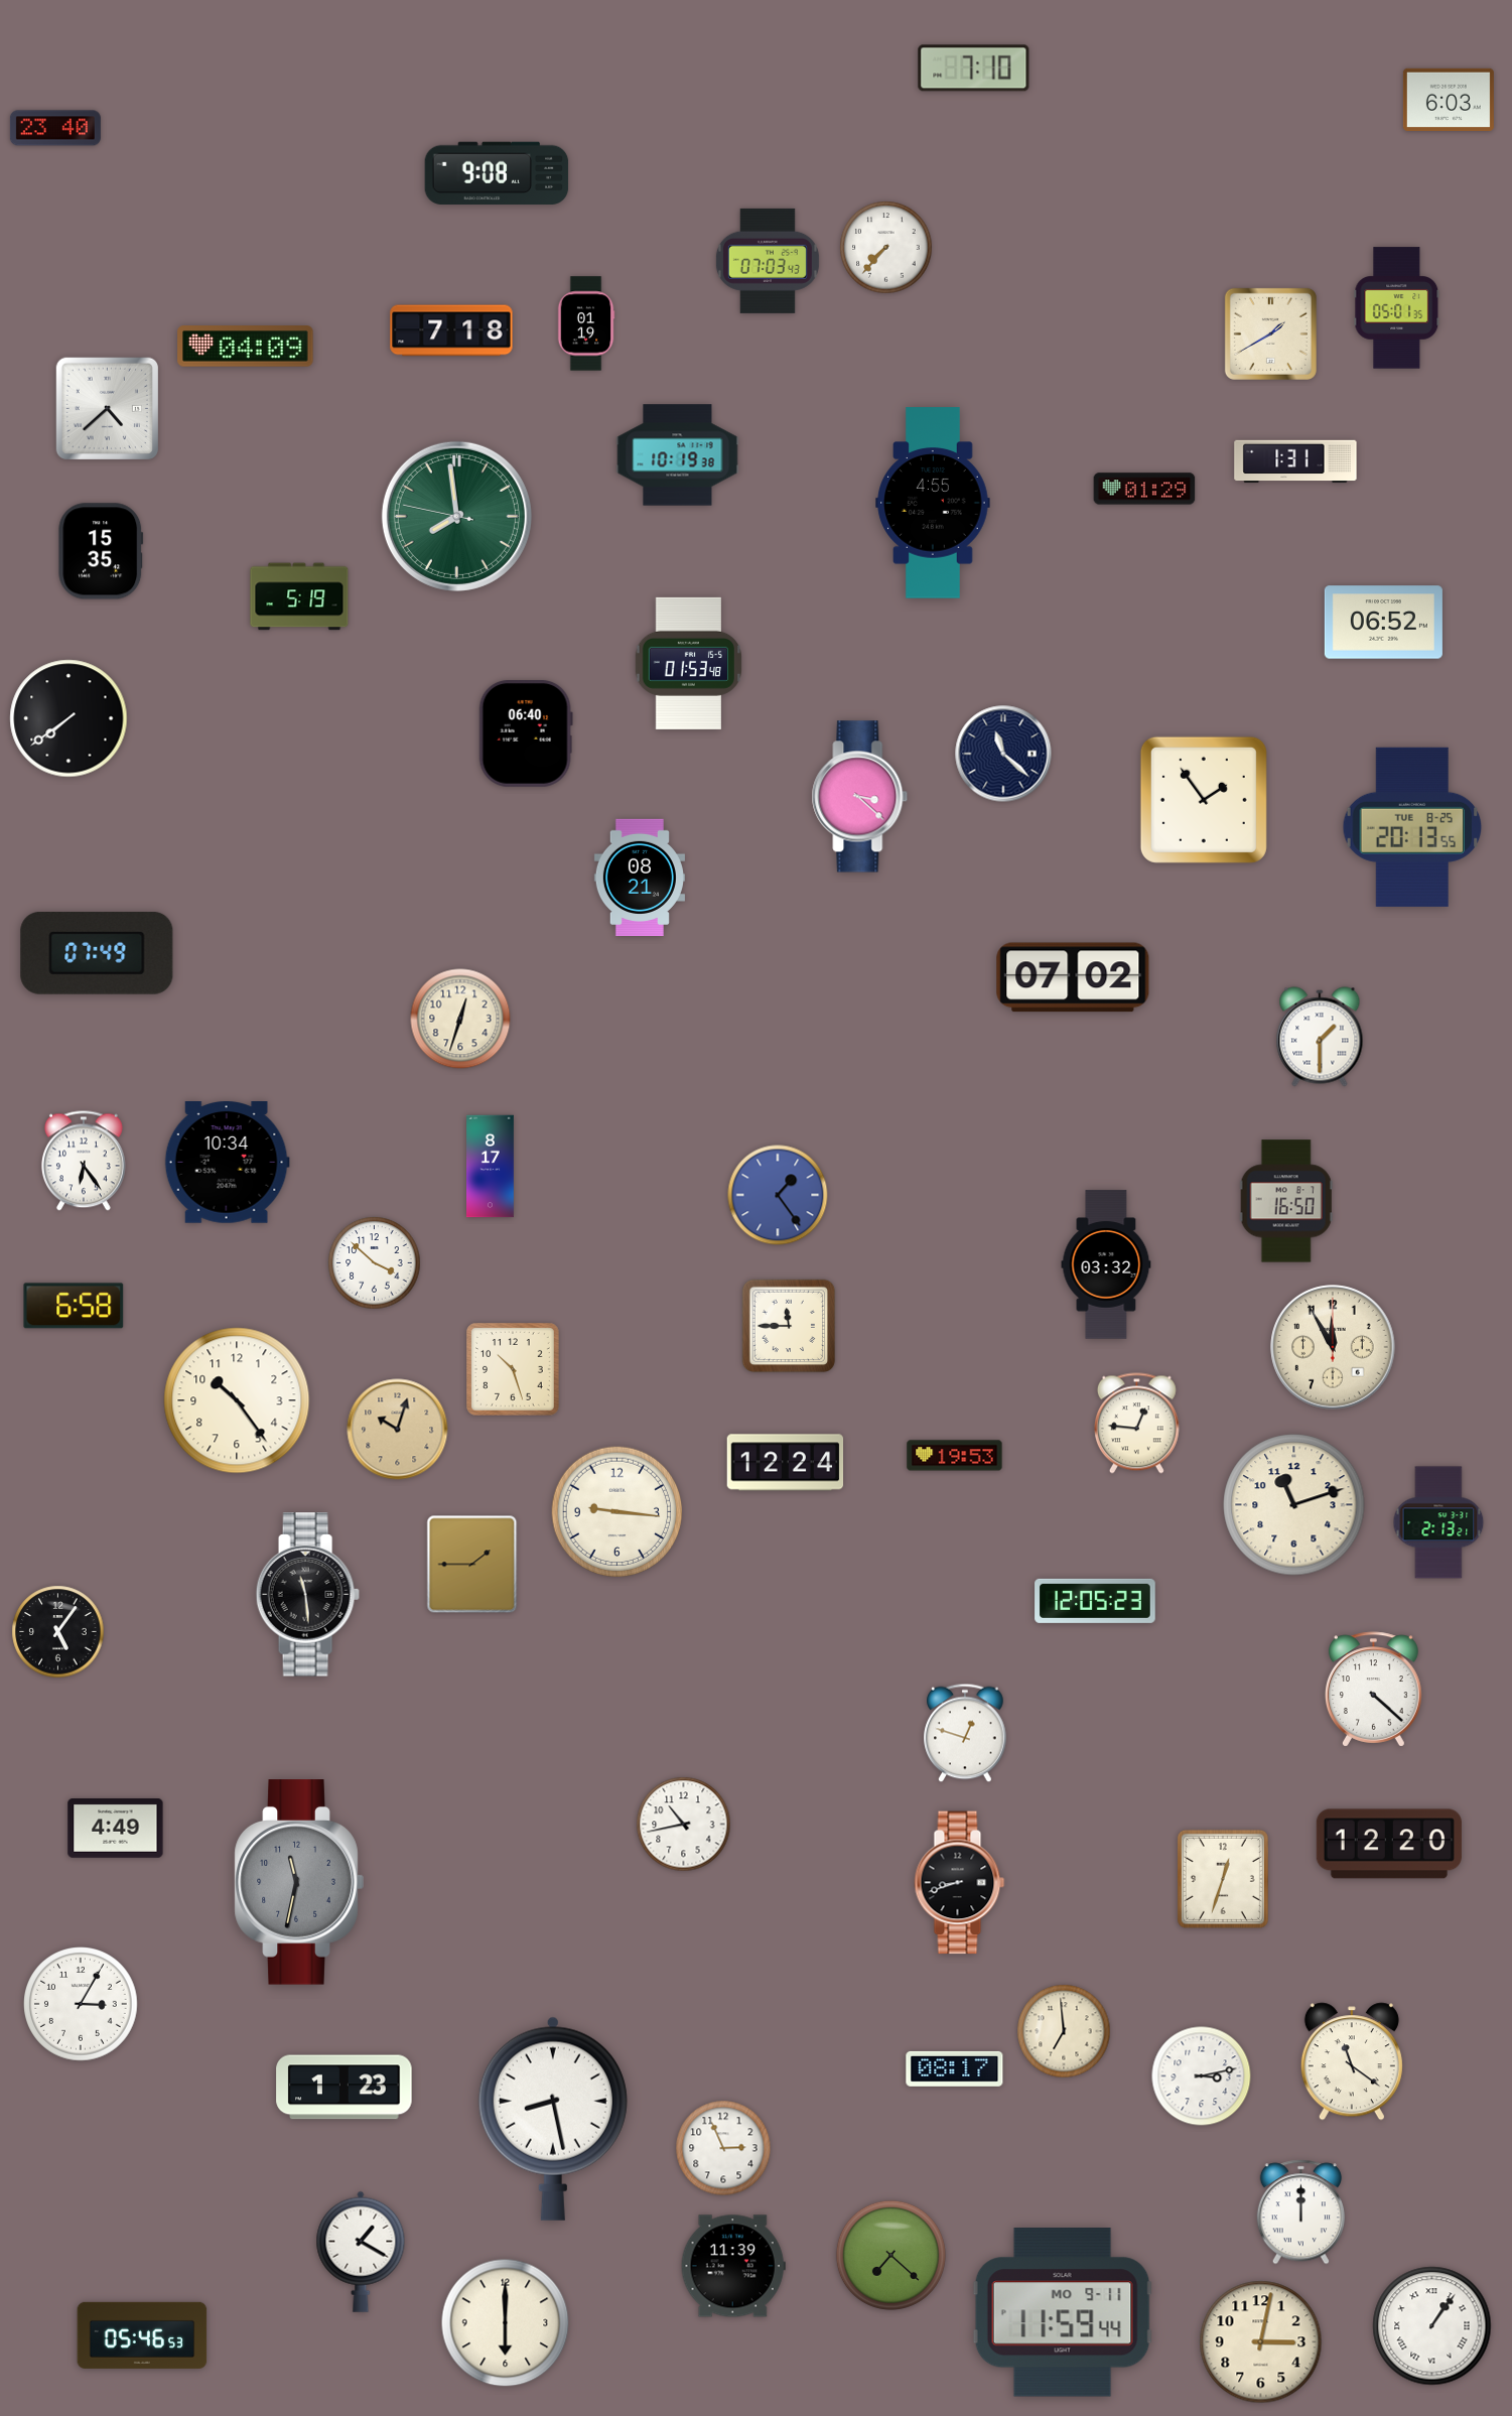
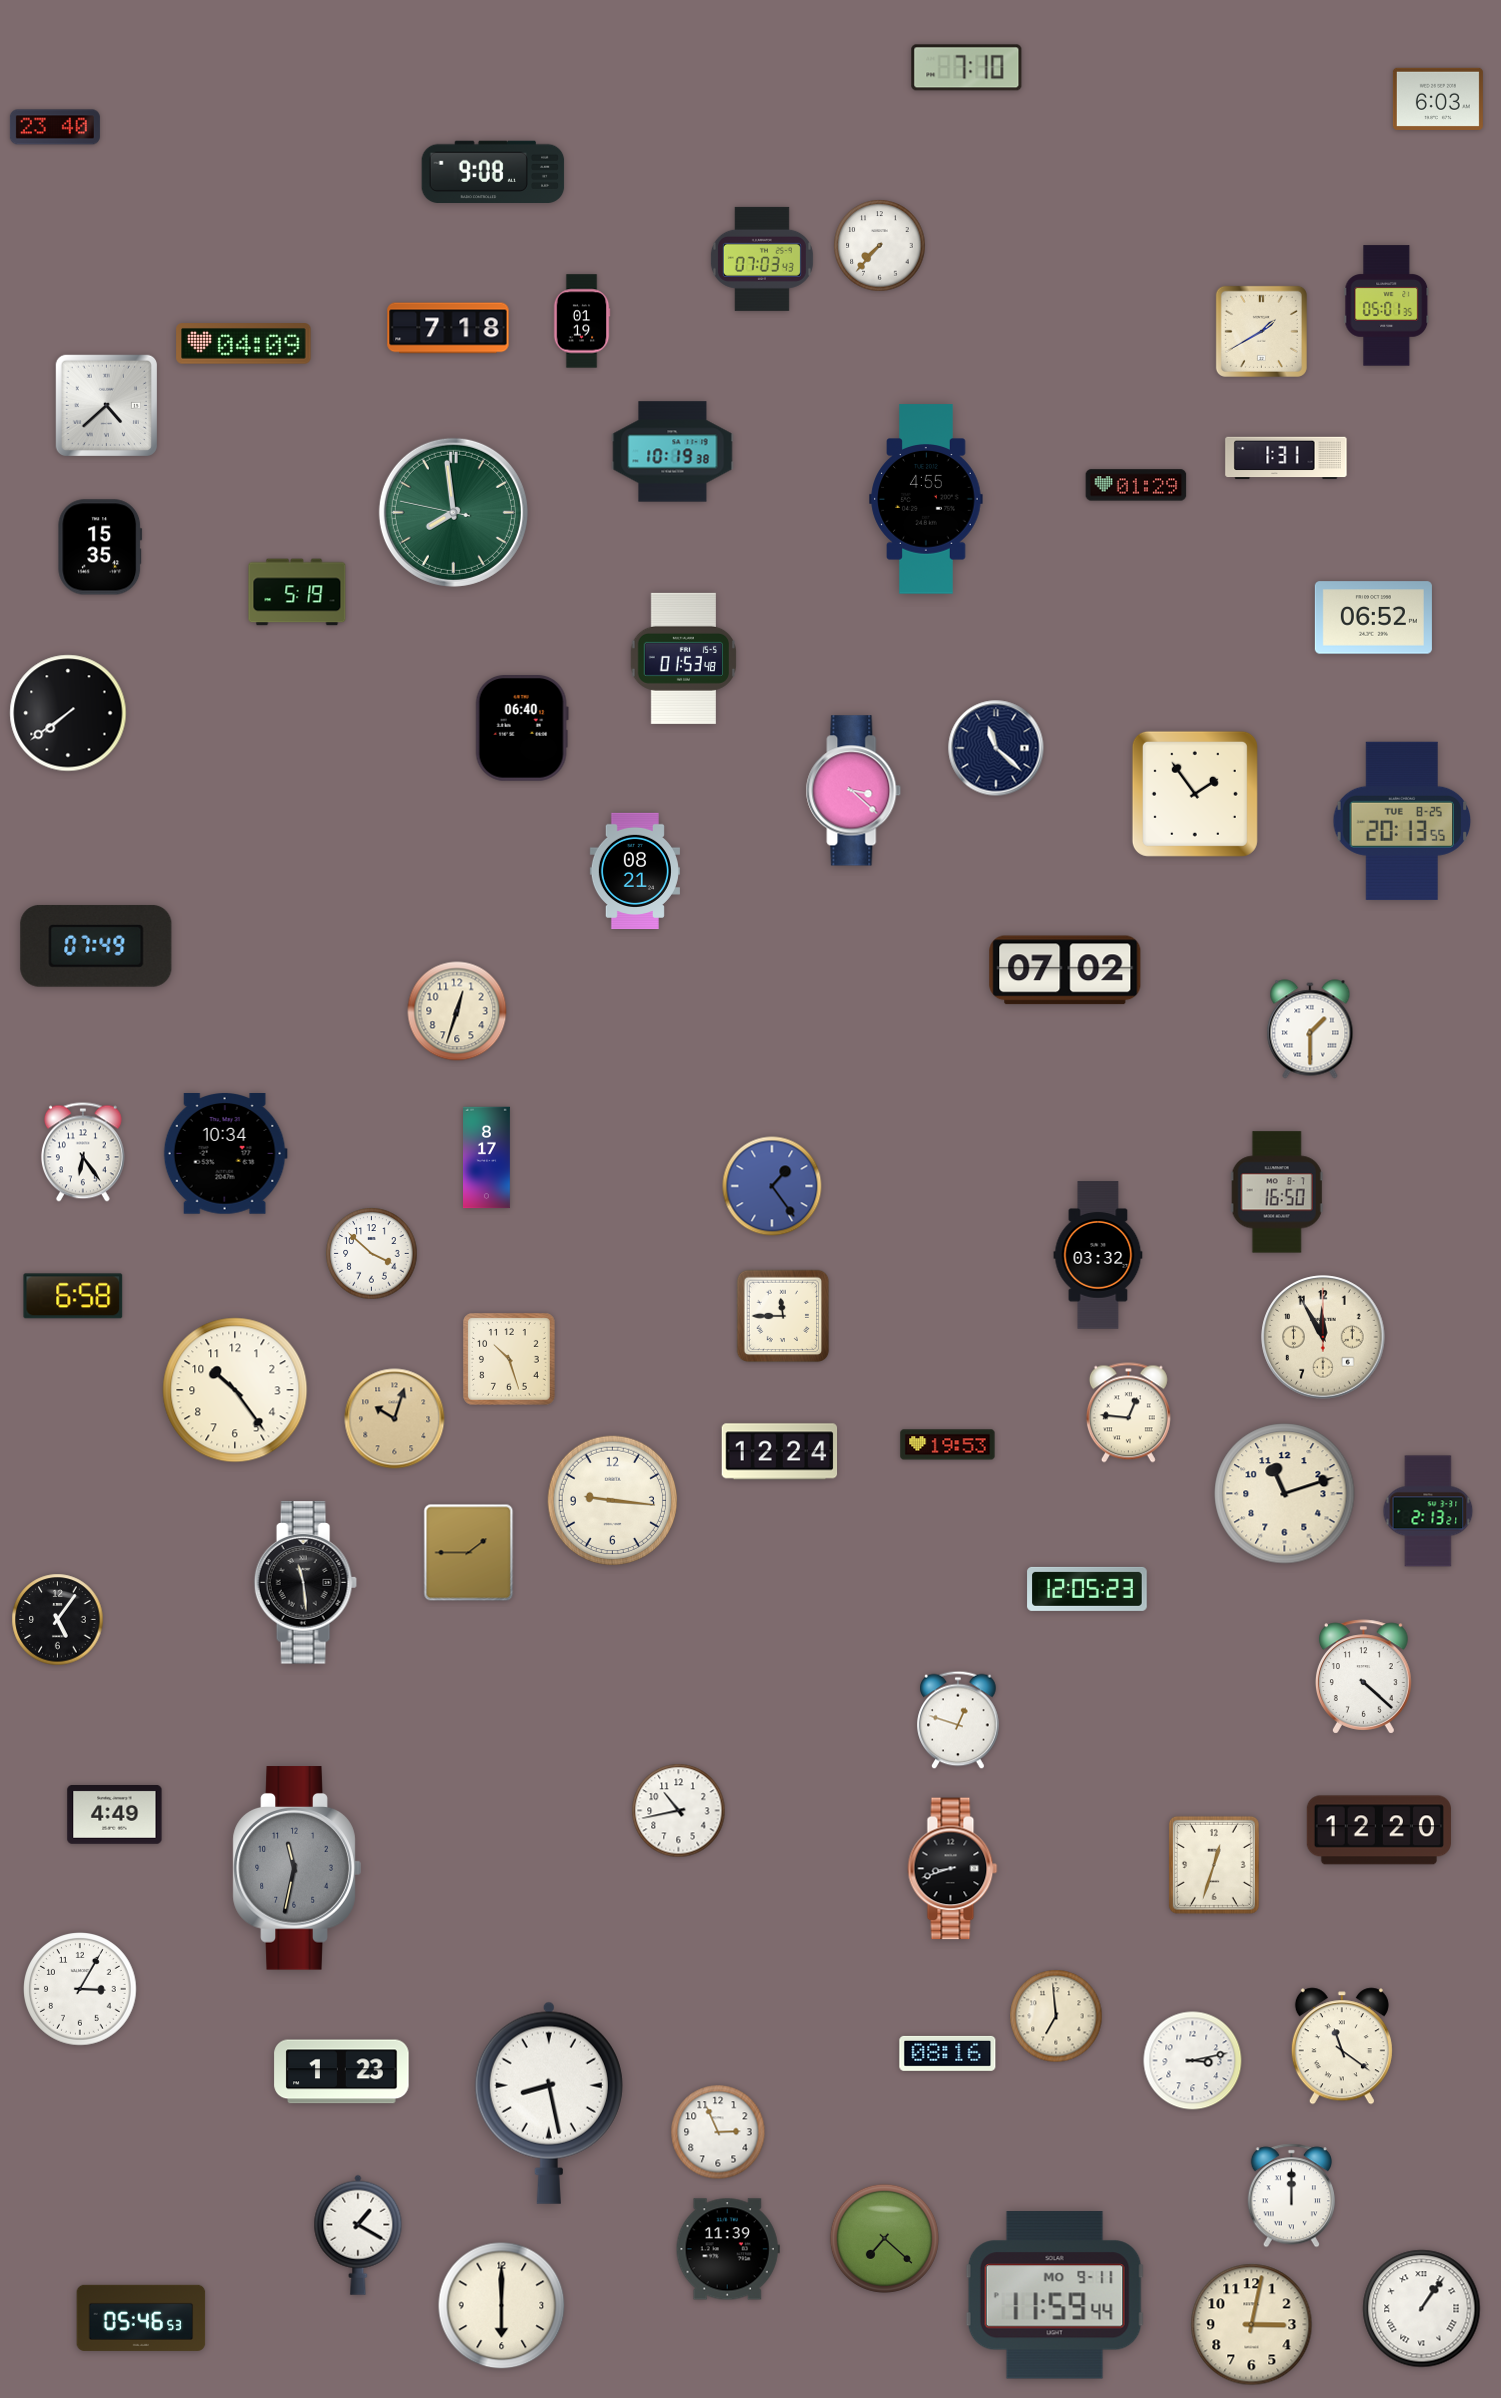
clock at (955, 2068): 08:17 -> 08:16
